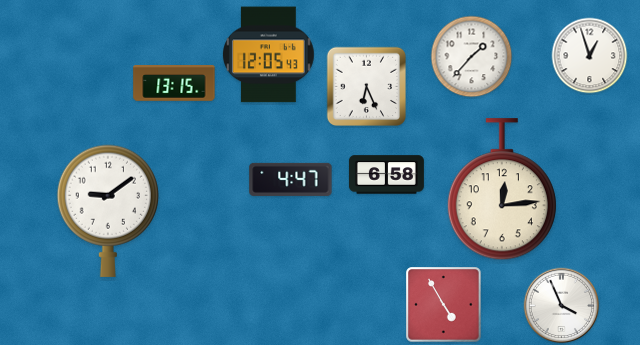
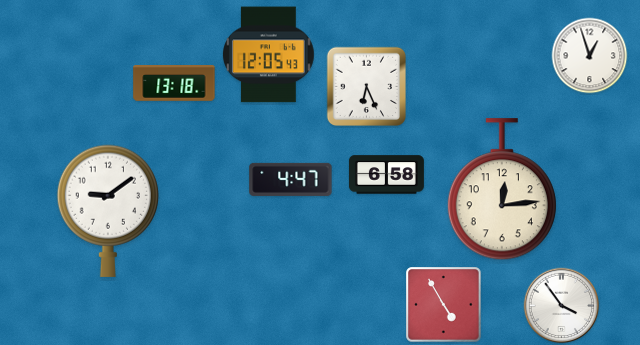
clock at (472, 57): 1:37 -> none
clock at (174, 84): 13:15 -> 13:18
clock at (562, 306): 3:56 -> 3:54
